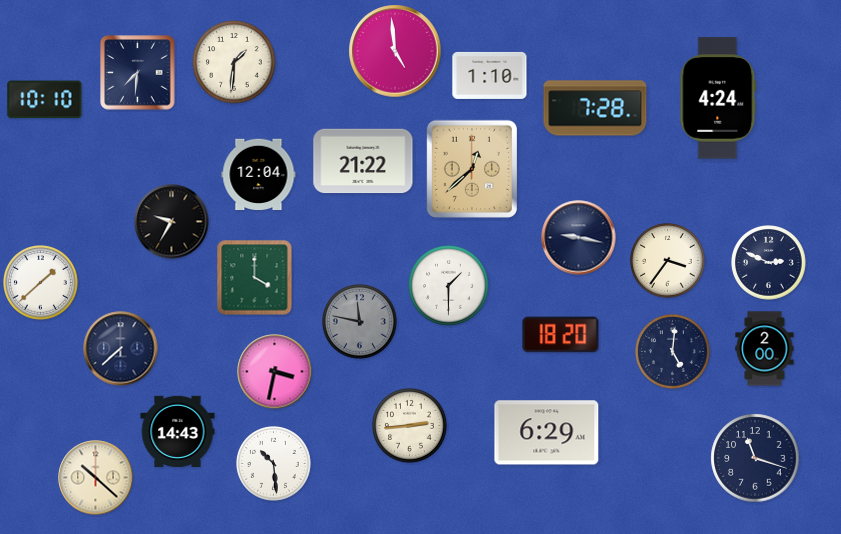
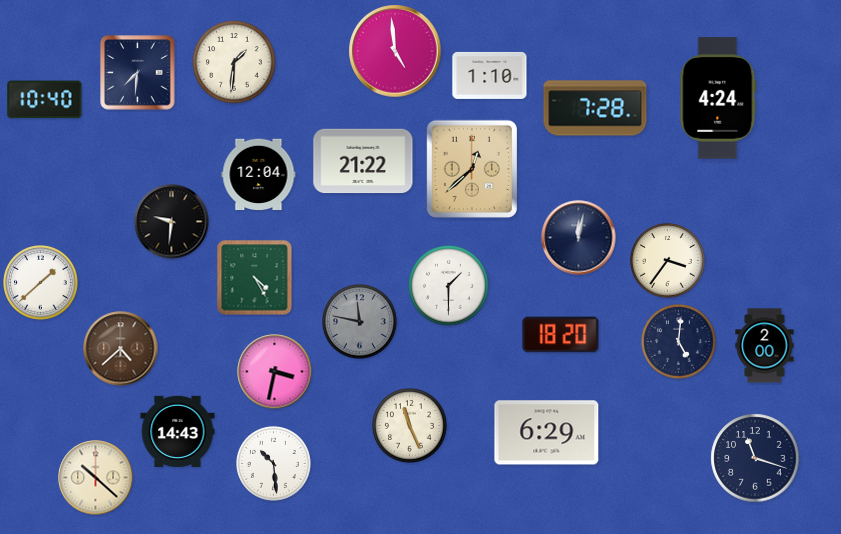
clock at (45, 100): 10:10 -> 10:40
clock at (172, 222): 9:35 -> 9:31
clock at (579, 238): 9:17 -> 12:02
clock at (769, 263): 2:49 -> none
clock at (255, 278): 4:00 -> 4:25
clock at (121, 349): 7:38 -> 4:38
clock at (121, 349) dial: navy -> brown
clock at (765, 349) position: (765, 349) -> (765, 346)
clock at (673, 352) position: (673, 352) -> (679, 342)
clock at (410, 426): 2:44 -> 11:26
